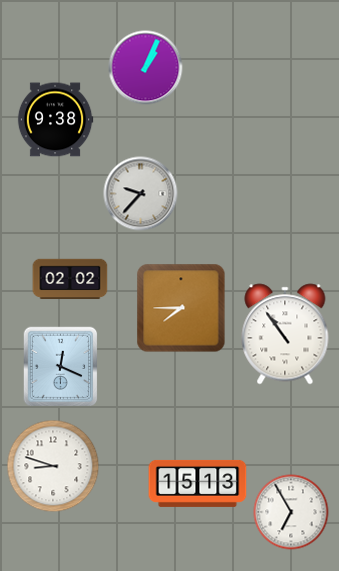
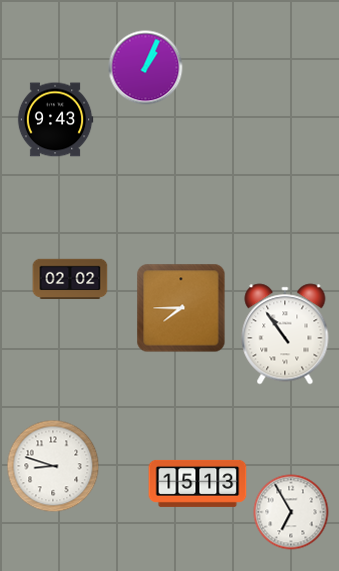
clock at (55, 120): 9:38 -> 9:43
clock at (141, 194): 9:37 -> none
clock at (61, 367): 12:19 -> none
